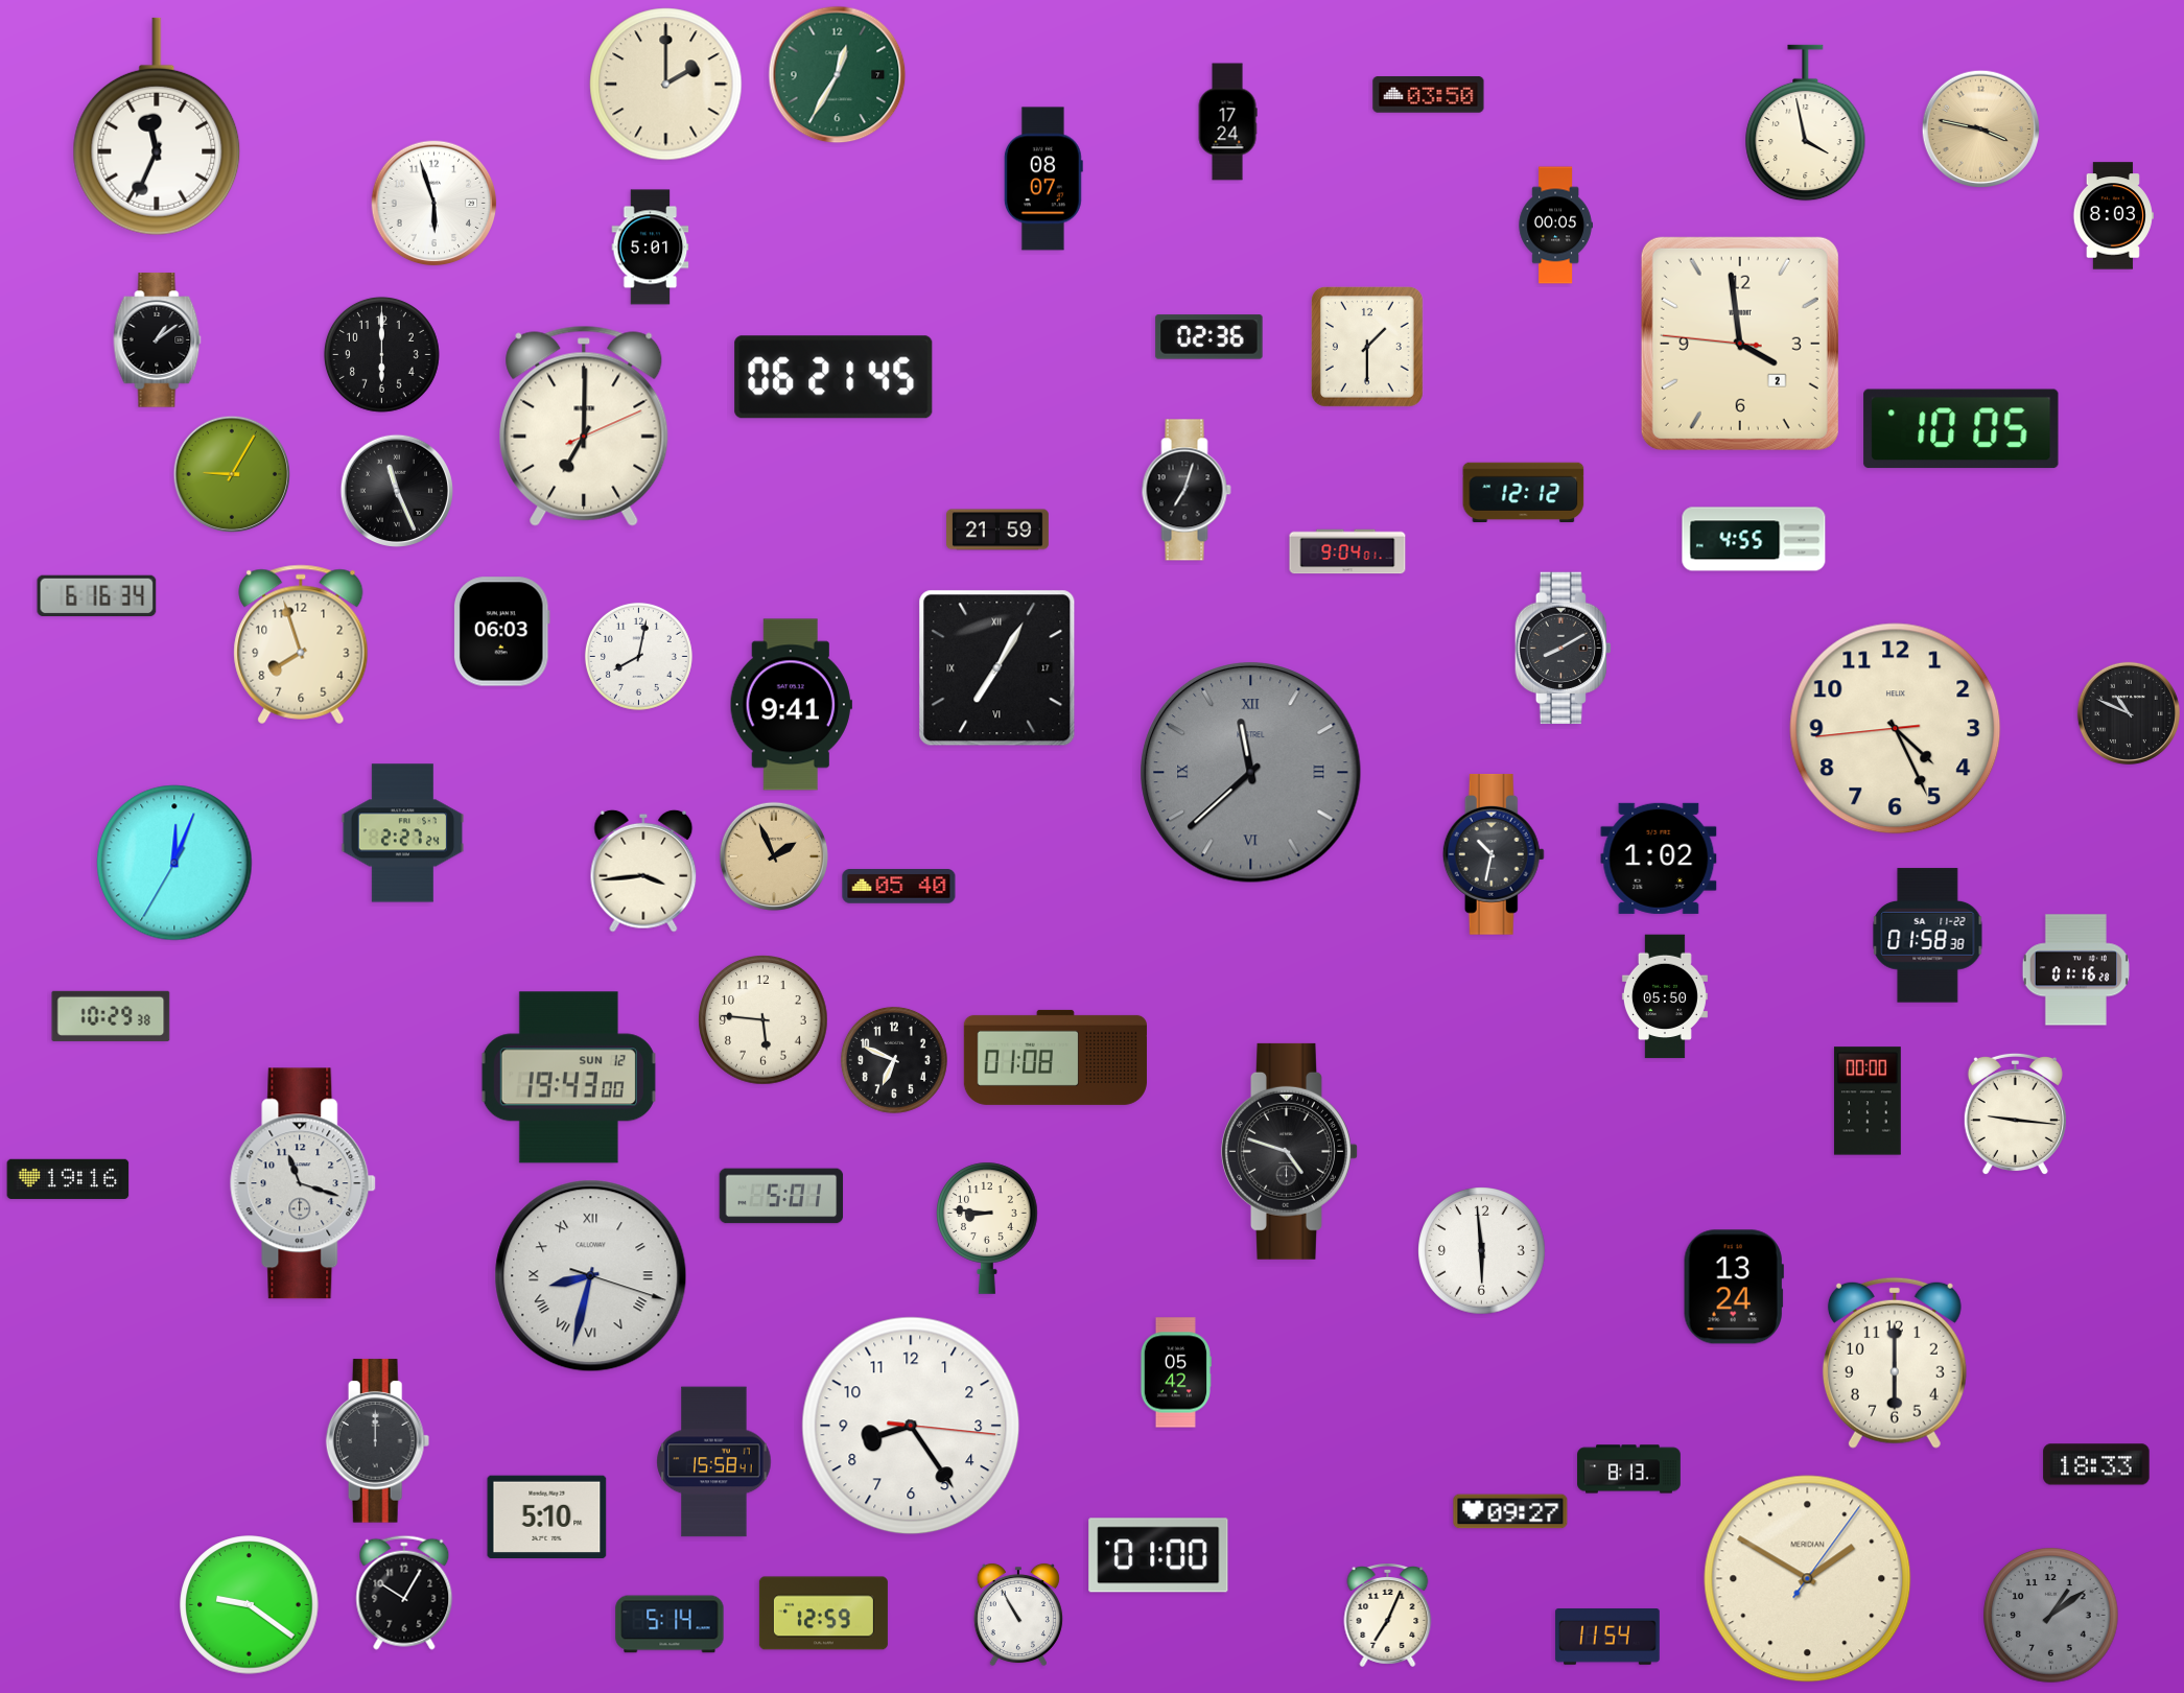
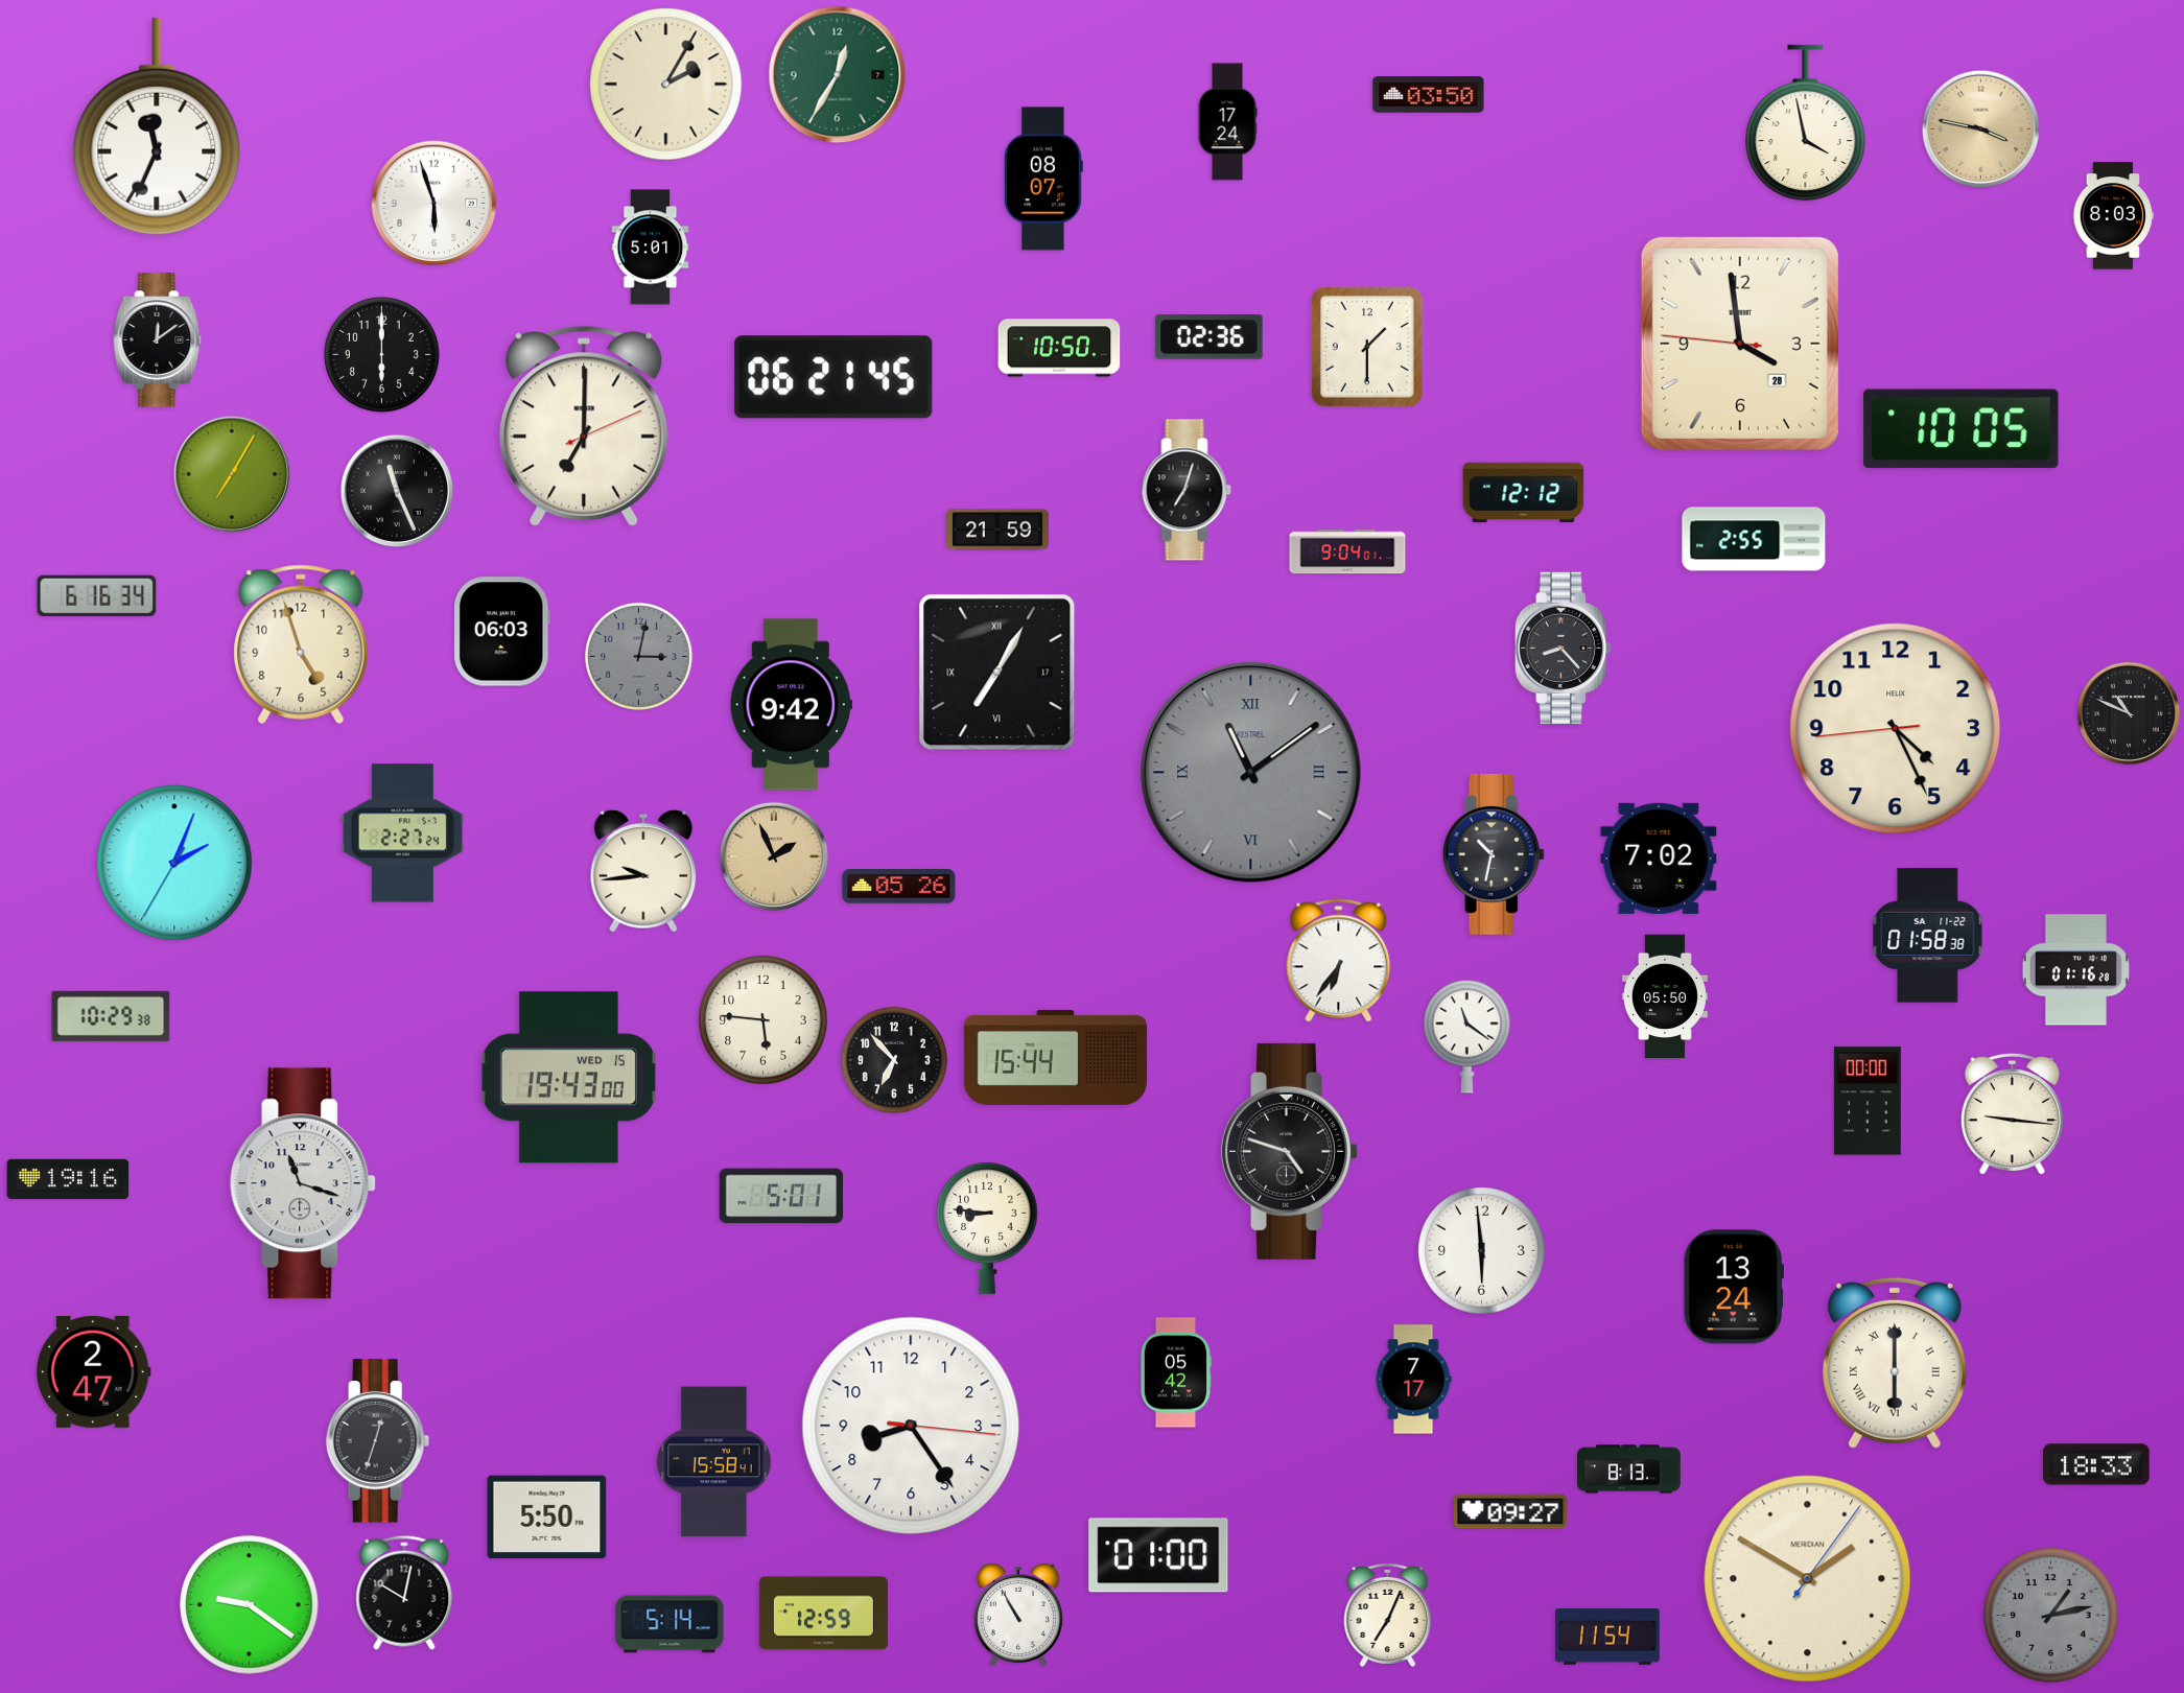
clock at (666, 85): 2:00 -> 2:05
clock at (1555, 226): 00:05 -> none
clock at (158, 340): 1:09 -> 12:09
clock at (1740, 344) date: 2 -> 28
clock at (1059, 348): none -> 10:50
clock at (232, 474): 9:05 -> 7:05
clock at (1754, 539): 4:55 -> 2:55
clock at (301, 644): 7:57 -> 4:57
clock at (1563, 649): 8:10 -> 8:23
clock at (638, 656): 8:02 -> 3:02
clock at (638, 656) dial: white -> grey
clock at (997, 668) position: (997, 668) -> (997, 673)
clock at (791, 705): 9:41 -> 9:42
clock at (1251, 773): 11:38 -> 11:09
clock at (1659, 859): 1:02 -> 7:02
clock at (174, 863): 12:03 -> 2:03
clock at (643, 871): 3:44 -> 9:44
clock at (899, 887): 05:40 -> 05:26
clock at (1339, 961): none -> 6:36
clock at (1466, 1036): none -> 11:21
clock at (1055, 1057): 01:08 -> 15:44
clock at (894, 1060): 6:49 -> 6:53
clock at (568, 1078) date: SUN 12 -> WED 15
clock at (2015, 1114) position: (2015, 1114) -> (2012, 1114)
clock at (591, 1276): 8:32 -> none
clock at (1895, 1363) numerals: Arabic -> Roman
clock at (93, 1371): none -> 2:47
clock at (1413, 1380): none -> 7:17
clock at (378, 1441): 12:00 -> 12:33
clock at (547, 1518): 5:10 -> 5:50
clock at (404, 1593): 10:05 -> 10:02
clock at (2051, 1616): 1:09 -> 1:13
